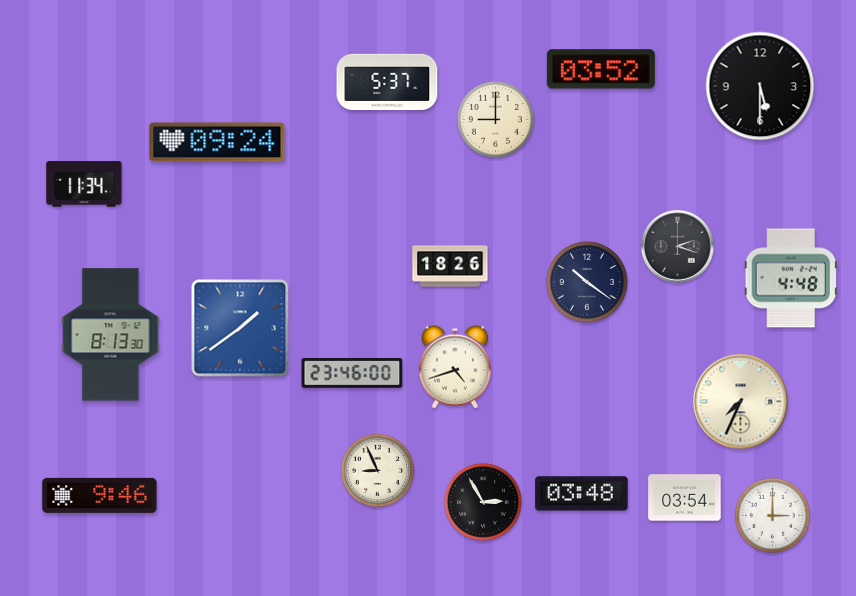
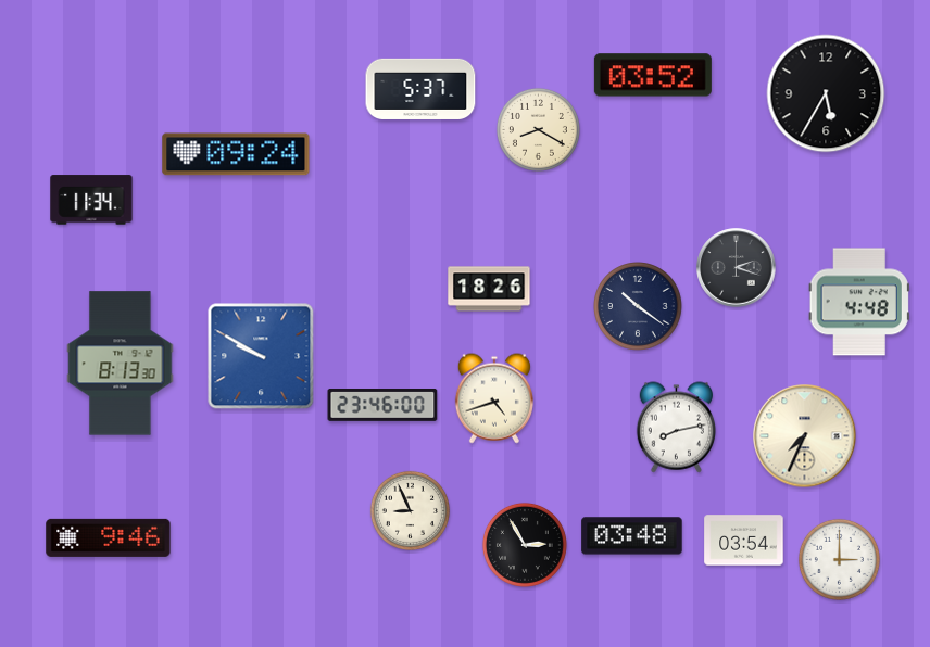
clock at (760, 86): 5:30 -> 5:35
clock at (495, 119): 9:00 -> 8:20
clock at (240, 328): 1:39 -> 9:50
clock at (676, 428): none -> 8:13
